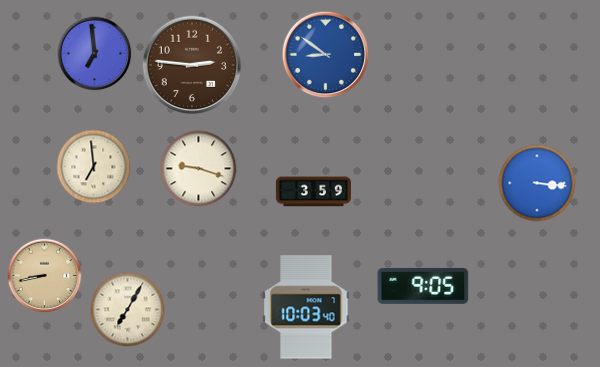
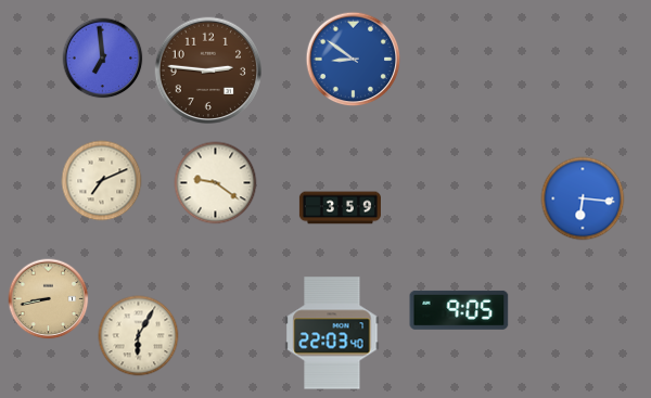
clock at (94, 167): 6:59 -> 7:11
clock at (199, 169): 9:18 -> 9:21
clock at (537, 183): 3:16 -> 6:16
clock at (306, 307): 10:03 -> 22:03
clock at (128, 310): 7:05 -> 6:05
